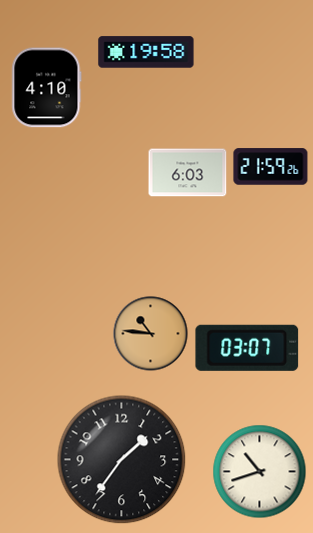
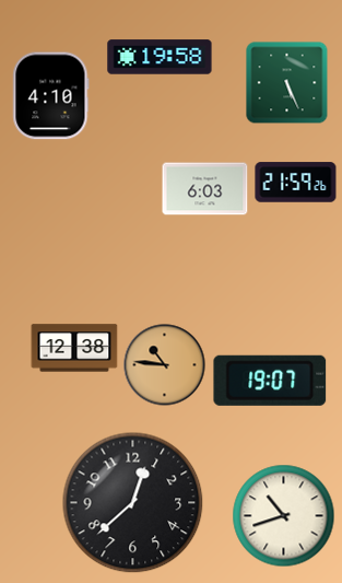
clock at (287, 83): none -> 5:26
clock at (74, 348): none -> 12:38
clock at (247, 348): 03:07 -> 19:07
clock at (122, 460): 1:36 -> 12:38
